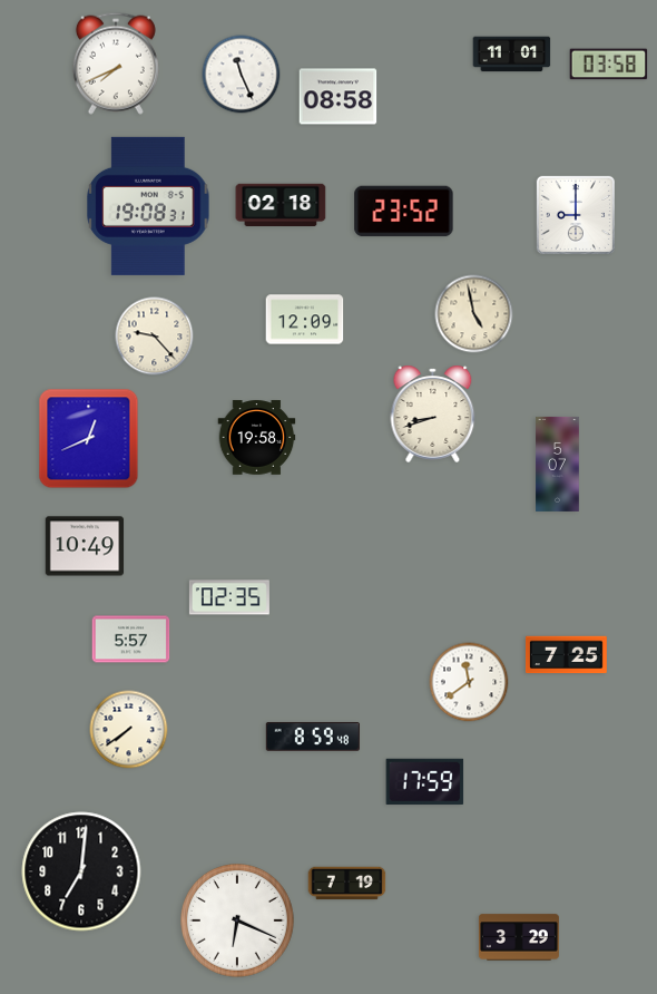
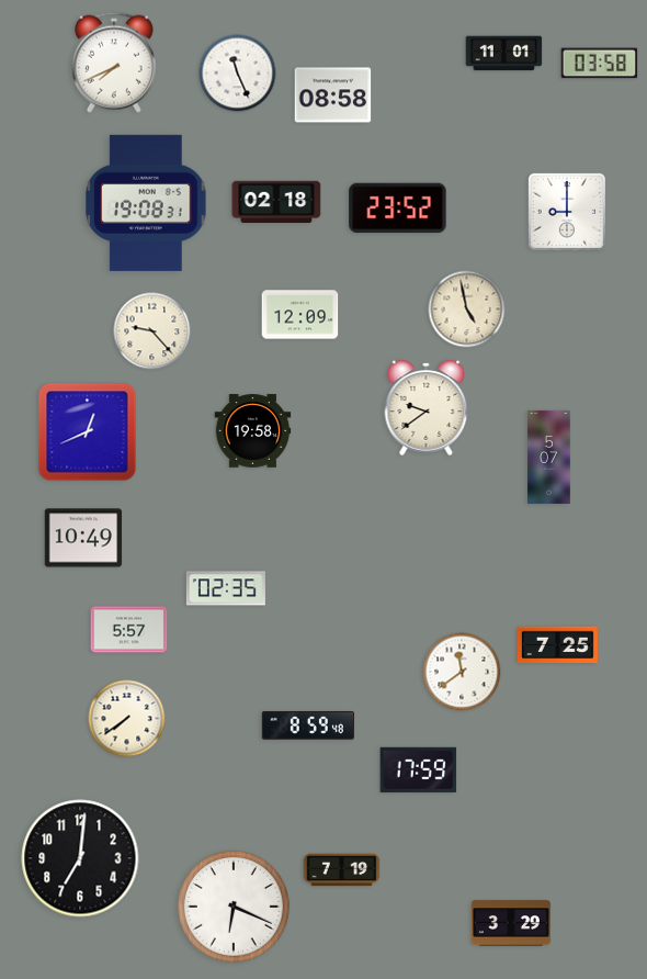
clock at (433, 413): 8:42 -> 9:39
